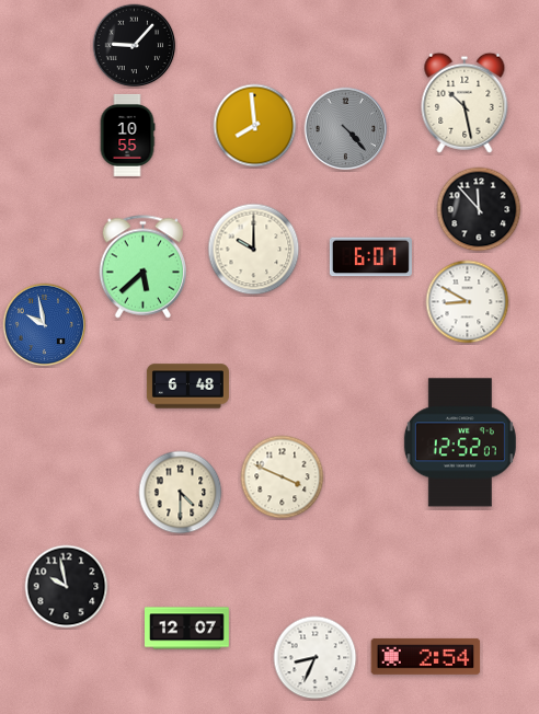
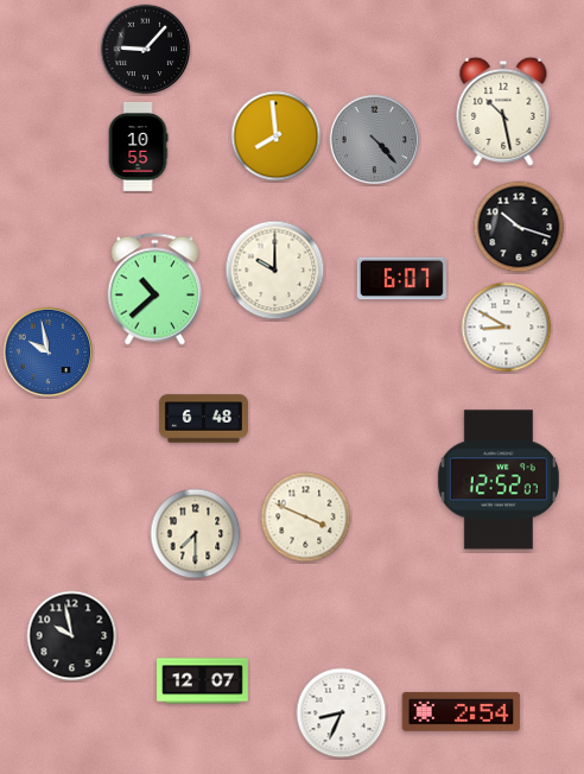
clock at (479, 209): 11:53 -> 10:18
clock at (142, 267): 5:38 -> 10:38
clock at (181, 493): 4:30 -> 7:30
